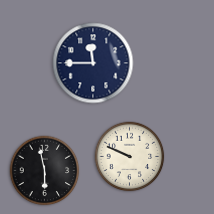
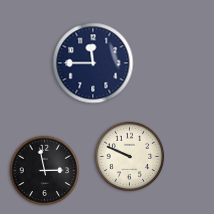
clock at (45, 171): 5:58 -> 2:58
